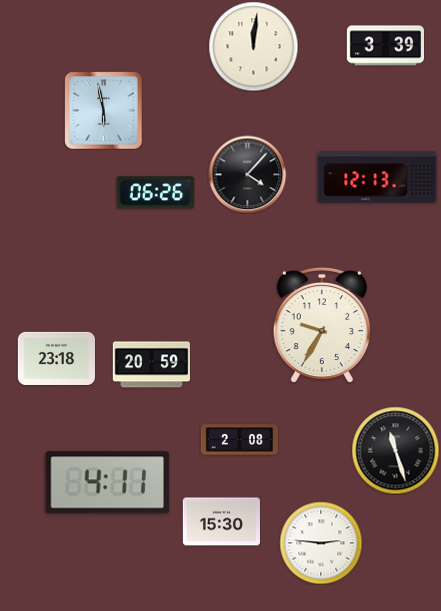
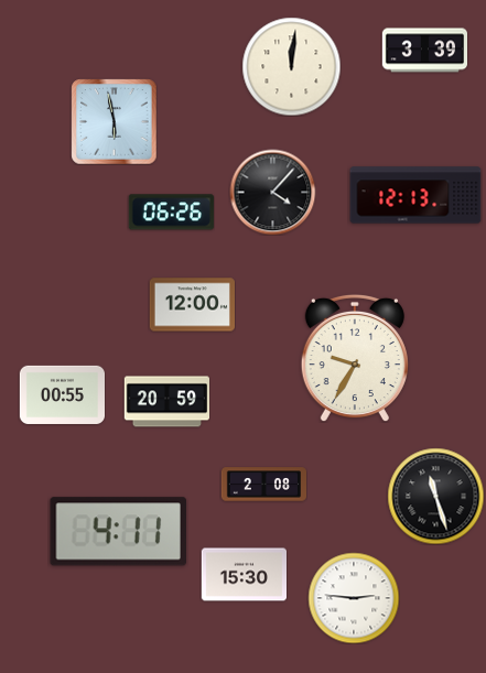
clock at (253, 46) position: (253, 46) -> (291, 66)
clock at (192, 305): none -> 12:00
clock at (56, 358): 23:18 -> 00:55
